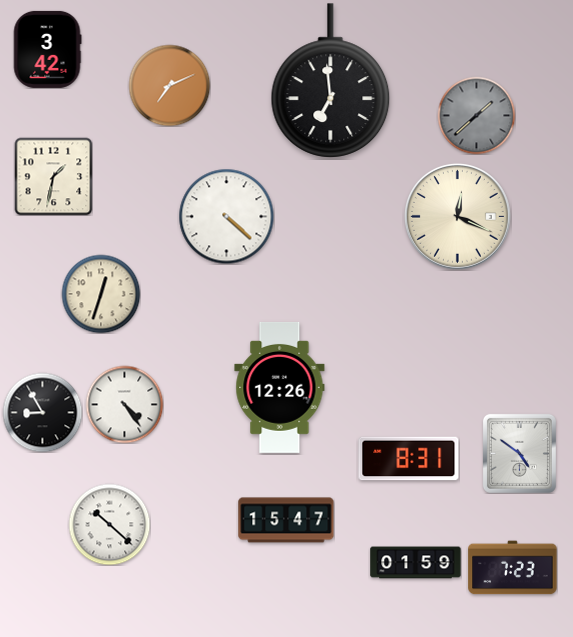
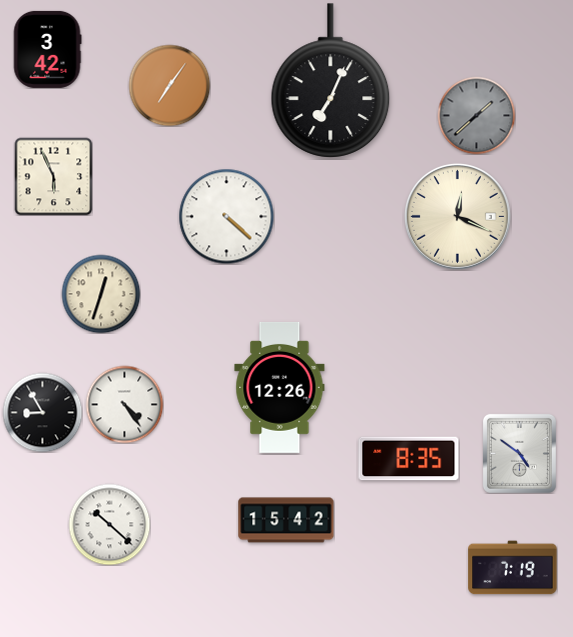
clock at (331, 81): 6:59 -> 7:04
clock at (169, 85): 7:11 -> 7:06
clock at (53, 176): 1:32 -> 5:56
clock at (409, 459): 8:31 -> 8:35
clock at (286, 520): 15:47 -> 15:42
clock at (416, 563): 01:59 -> none
clock at (513, 568): 7:23 -> 7:19
